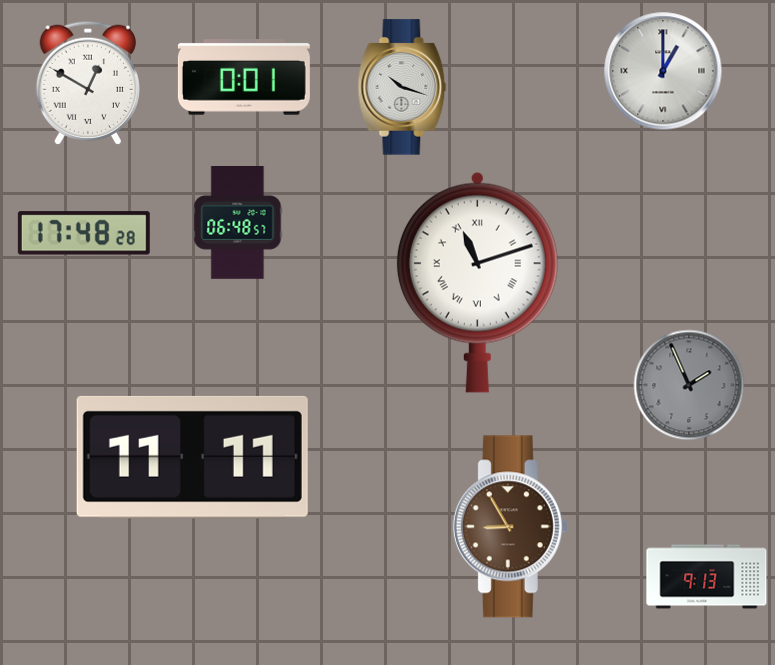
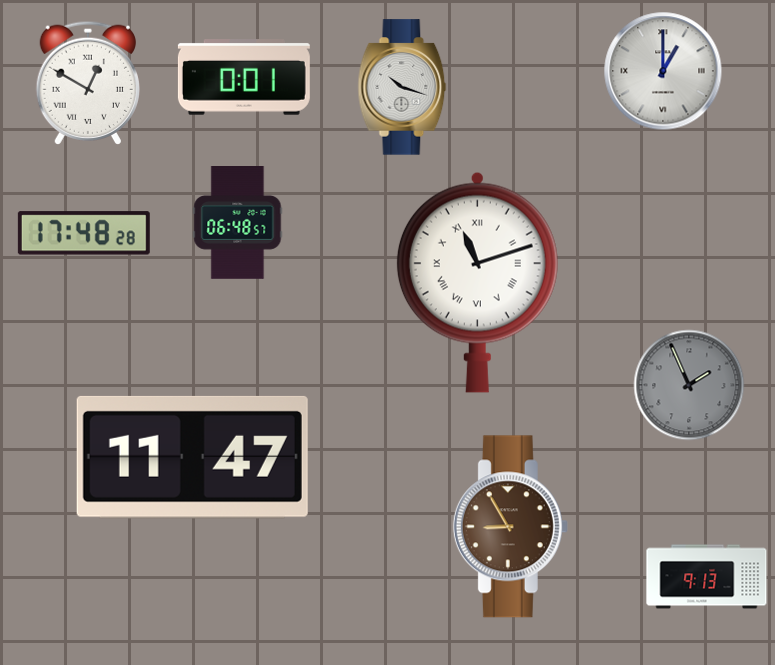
clock at (192, 457): 11:11 -> 11:47
